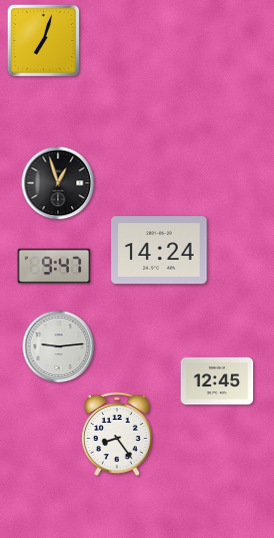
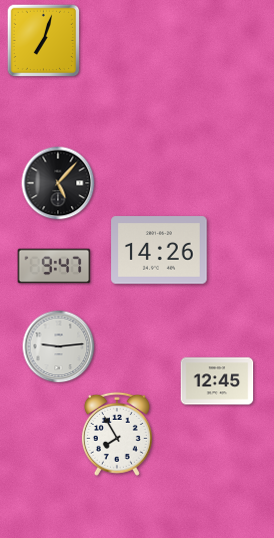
clock at (58, 183): 12:57 -> 5:07
clock at (159, 250): 14:24 -> 14:26
clock at (117, 434): 8:24 -> 7:55
